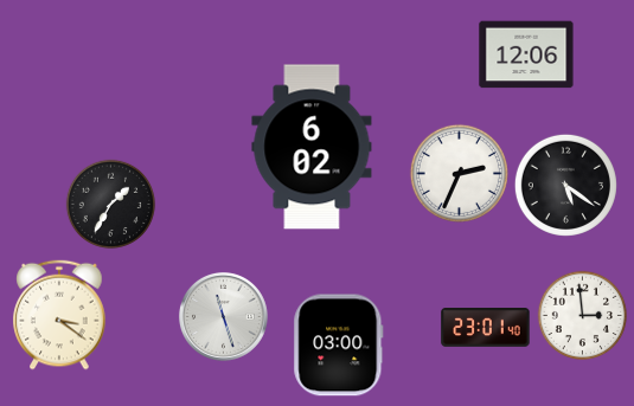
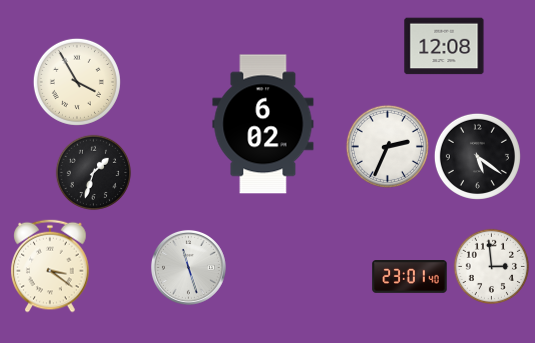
clock at (526, 54): 12:06 -> 12:08
clock at (77, 82): none -> 3:55
clock at (111, 205): 1:35 -> 1:33
clock at (339, 346): 03:00 -> none
